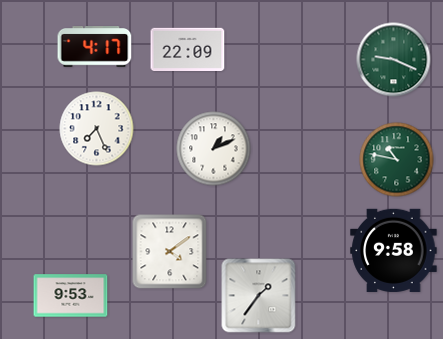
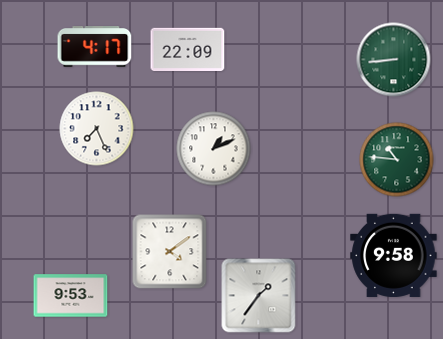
clock at (394, 60): 9:19 -> 8:44
clock at (397, 160): 10:47 -> 10:46
clock at (394, 250) position: (394, 250) -> (394, 255)
